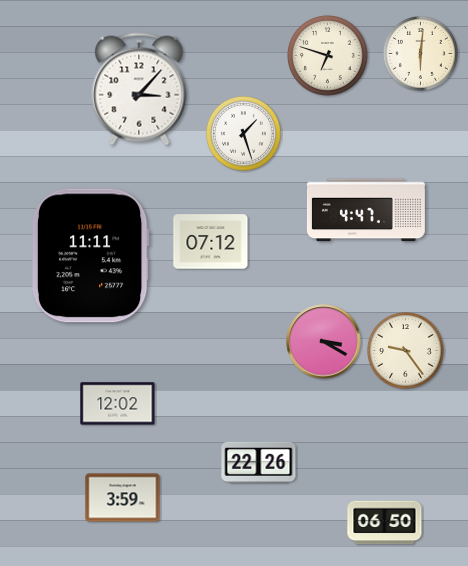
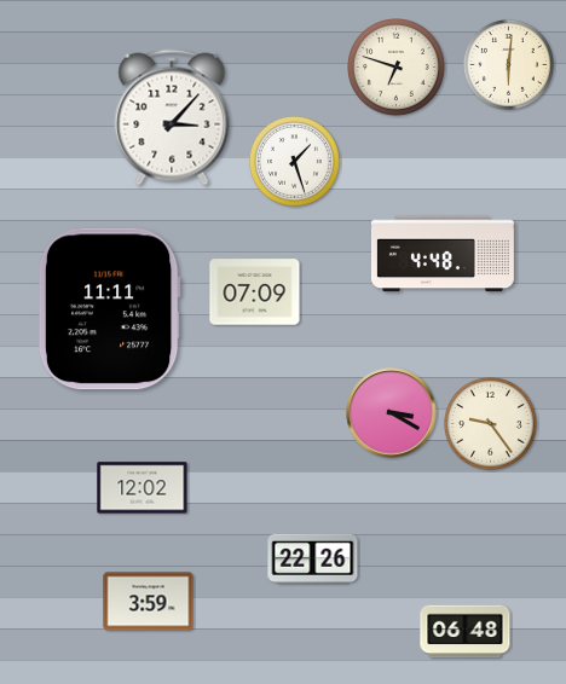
clock at (139, 89) position: (139, 89) -> (172, 117)
clock at (366, 210): 4:47 -> 4:48
clock at (211, 242): 07:12 -> 07:09
clock at (385, 523): 06:50 -> 06:48
